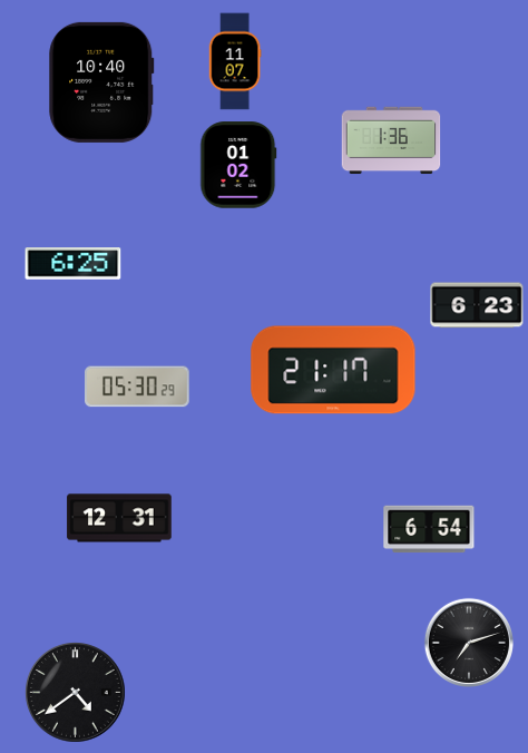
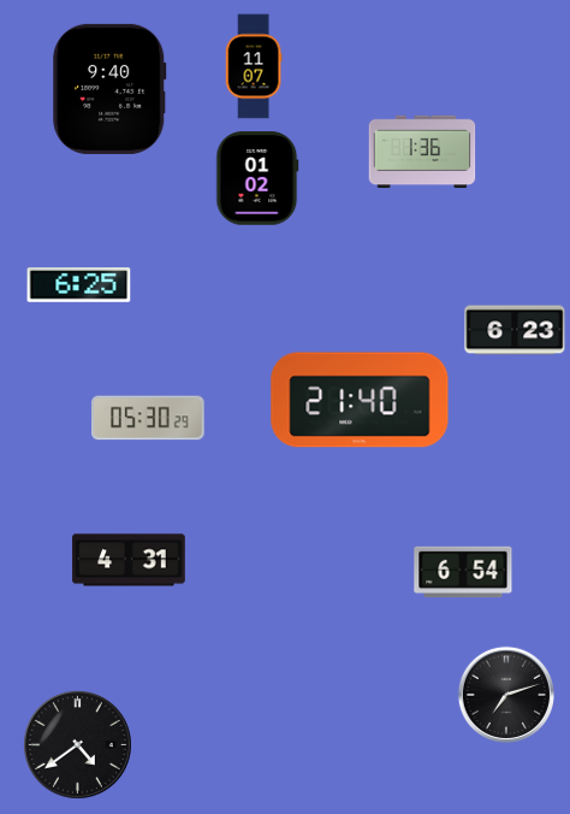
clock at (101, 82): 10:40 -> 9:40
clock at (333, 370): 21:17 -> 21:40
clock at (119, 518): 12:31 -> 4:31
clock at (76, 693) position: (76, 693) -> (78, 745)
